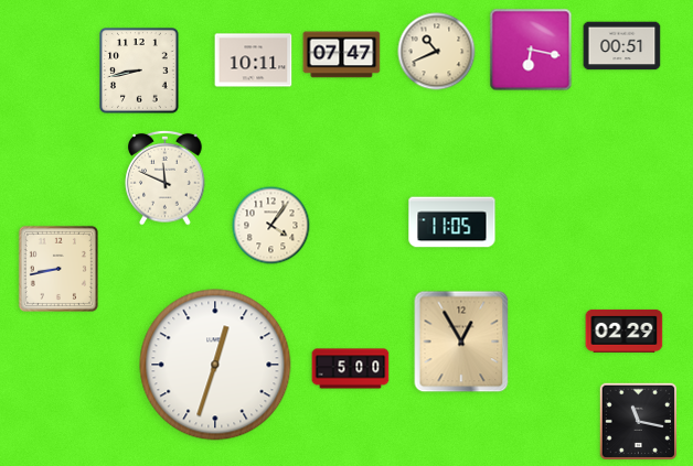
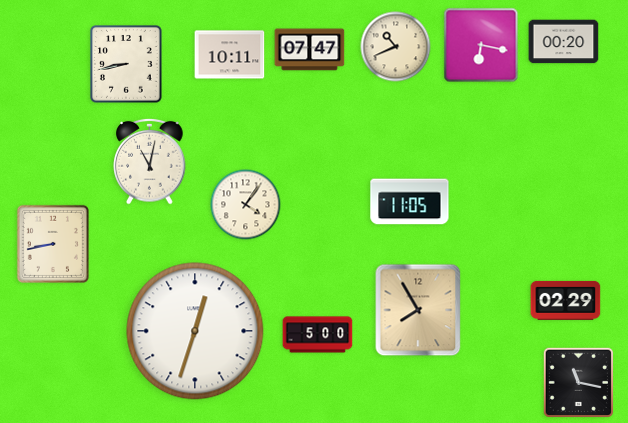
clock at (622, 46): 00:51 -> 00:20
clock at (166, 177): 11:49 -> 11:02
clock at (461, 342): 12:55 -> 7:55
